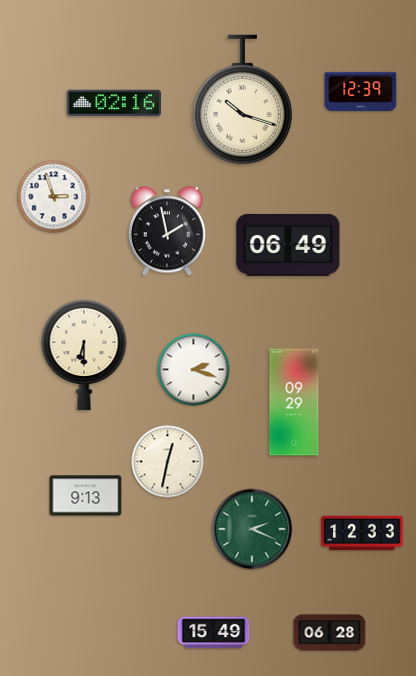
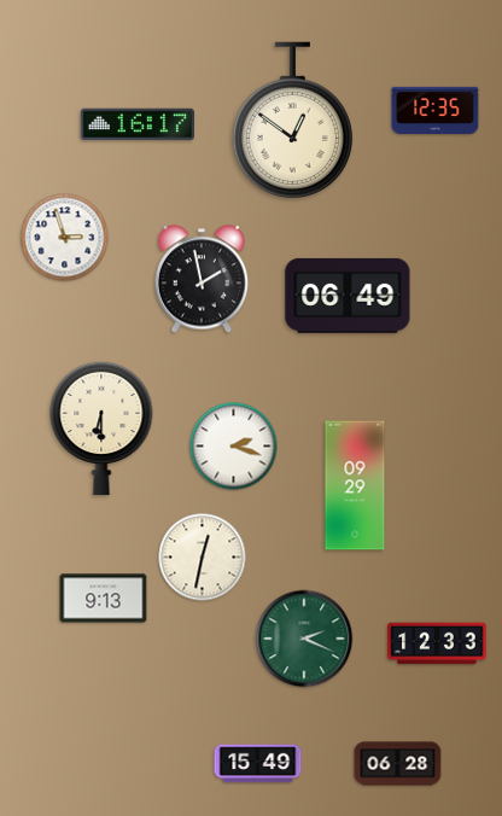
clock at (361, 91): 12:39 -> 12:35
clock at (242, 99): 10:18 -> 12:51
clock at (113, 103): 02:16 -> 16:17
